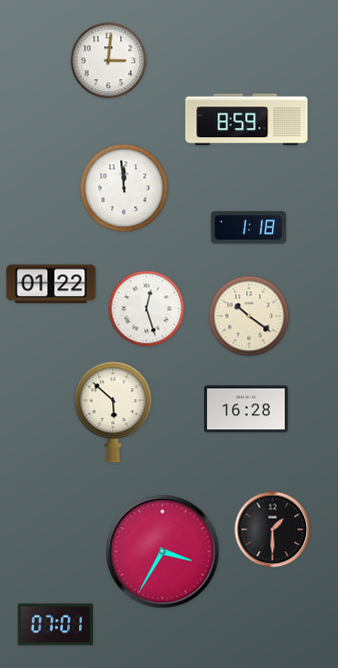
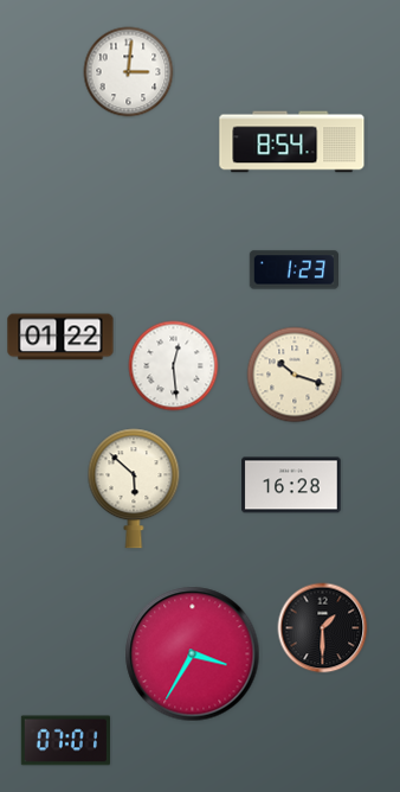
clock at (247, 120): 8:59 -> 8:54
clock at (124, 188): 11:59 -> none
clock at (248, 228): 1:18 -> 1:23
clock at (147, 309): 12:27 -> 12:29
clock at (249, 316): 10:21 -> 10:18
